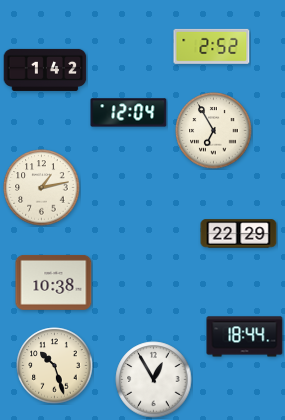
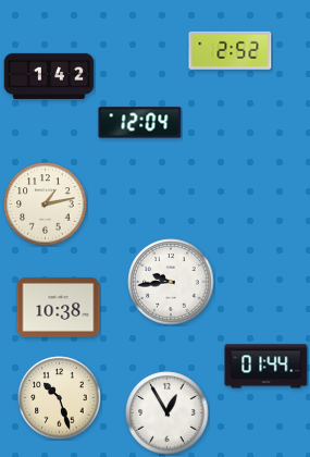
clock at (214, 131): 6:55 -> none
clock at (239, 234): 22:29 -> none
clock at (171, 282): none -> 9:44
clock at (245, 337): 18:44 -> 01:44
